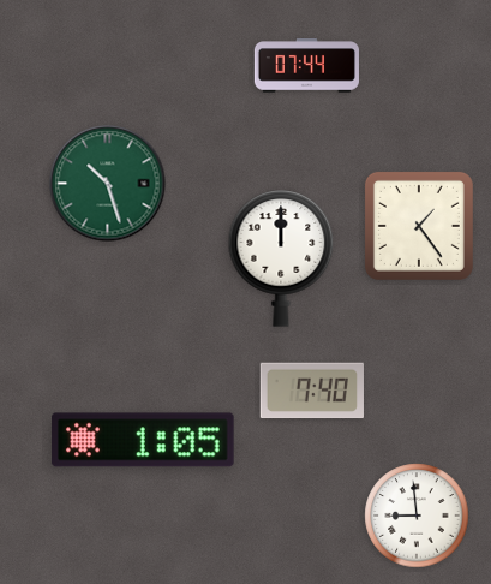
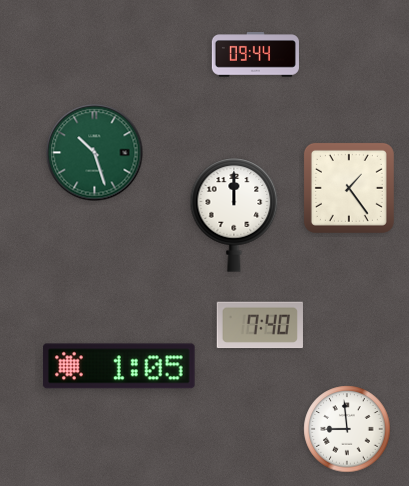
clock at (306, 66): 07:44 -> 09:44
clock at (108, 184) position: (108, 184) -> (95, 153)
